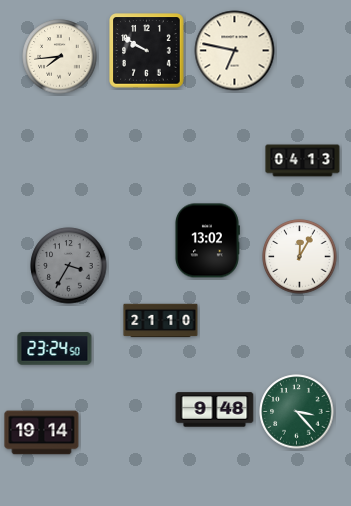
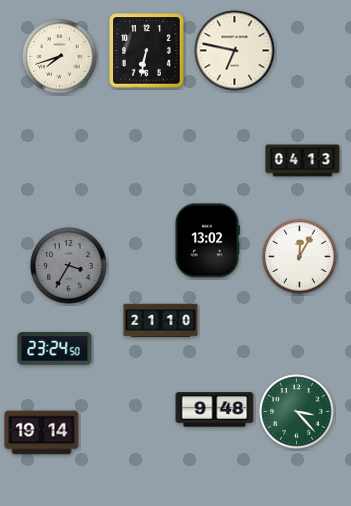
clock at (147, 51): 9:50 -> 6:32
clock at (60, 57): 7:44 -> 7:42
